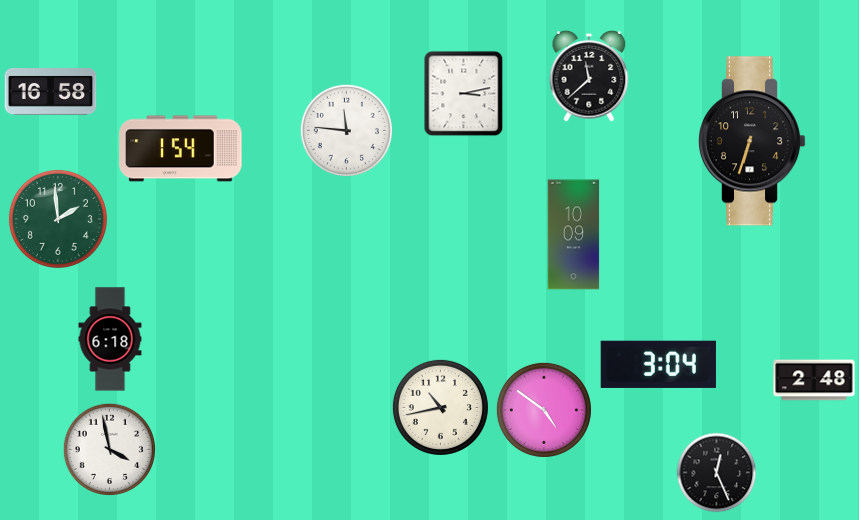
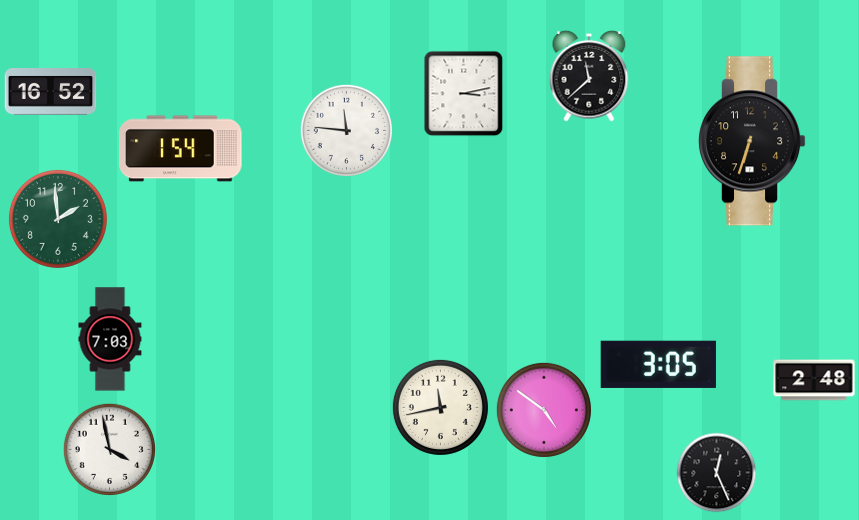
clock at (51, 92): 16:58 -> 16:52
clock at (574, 235): 10:09 -> none
clock at (110, 339): 6:18 -> 7:03
clock at (658, 364): 3:04 -> 3:05
clock at (440, 407): 10:43 -> 11:43
